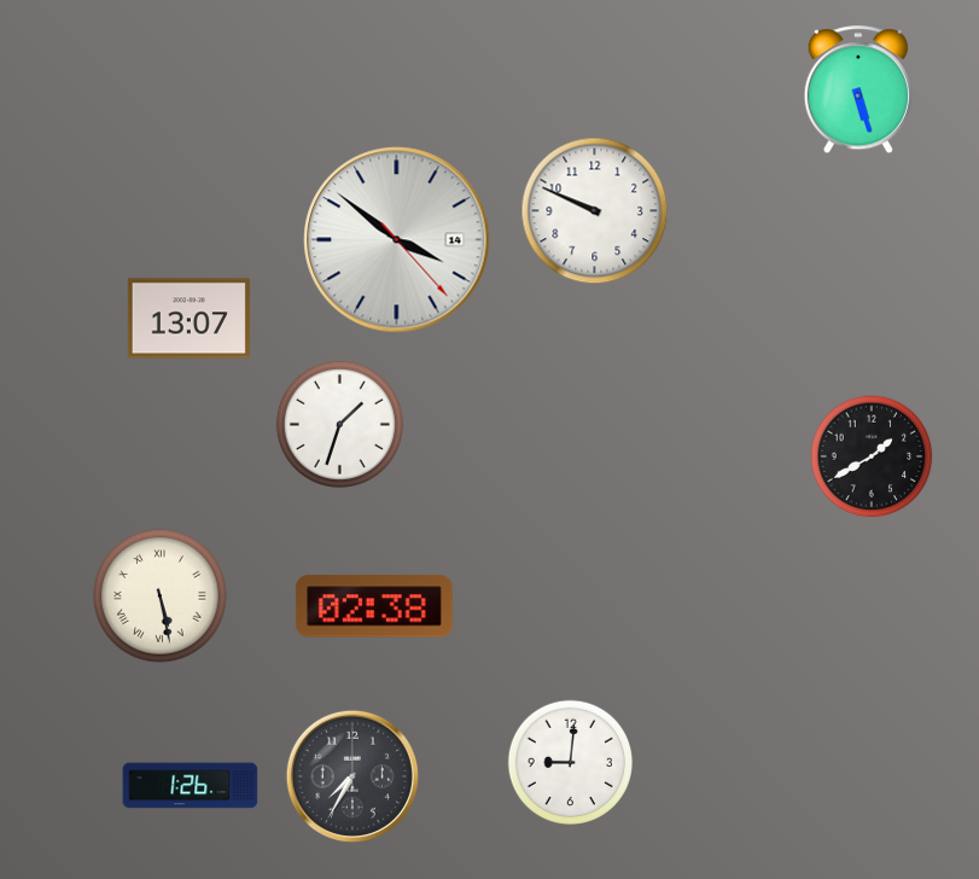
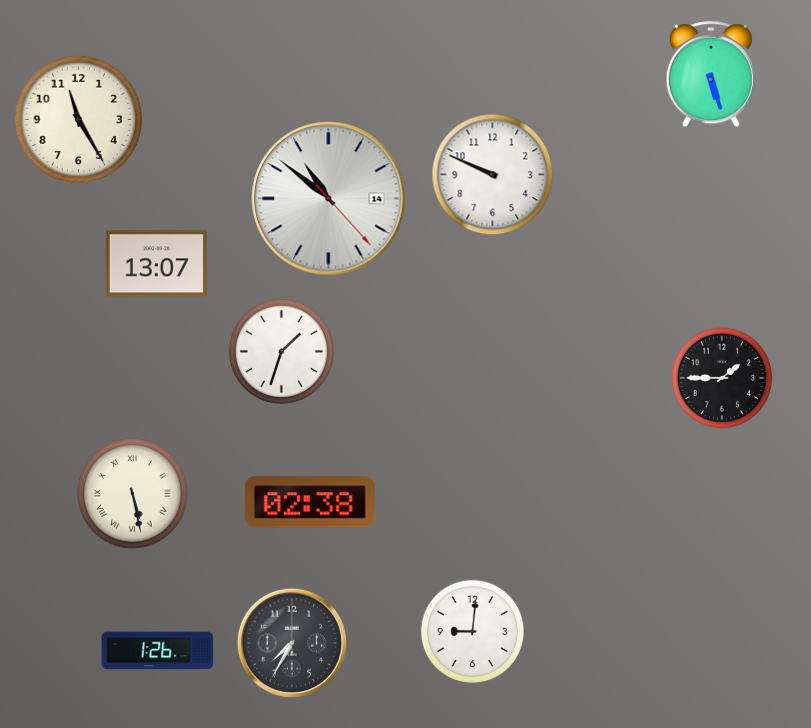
clock at (78, 119): none -> 11:25
clock at (397, 240): 3:51 -> 10:51
clock at (872, 456): 1:40 -> 1:45
